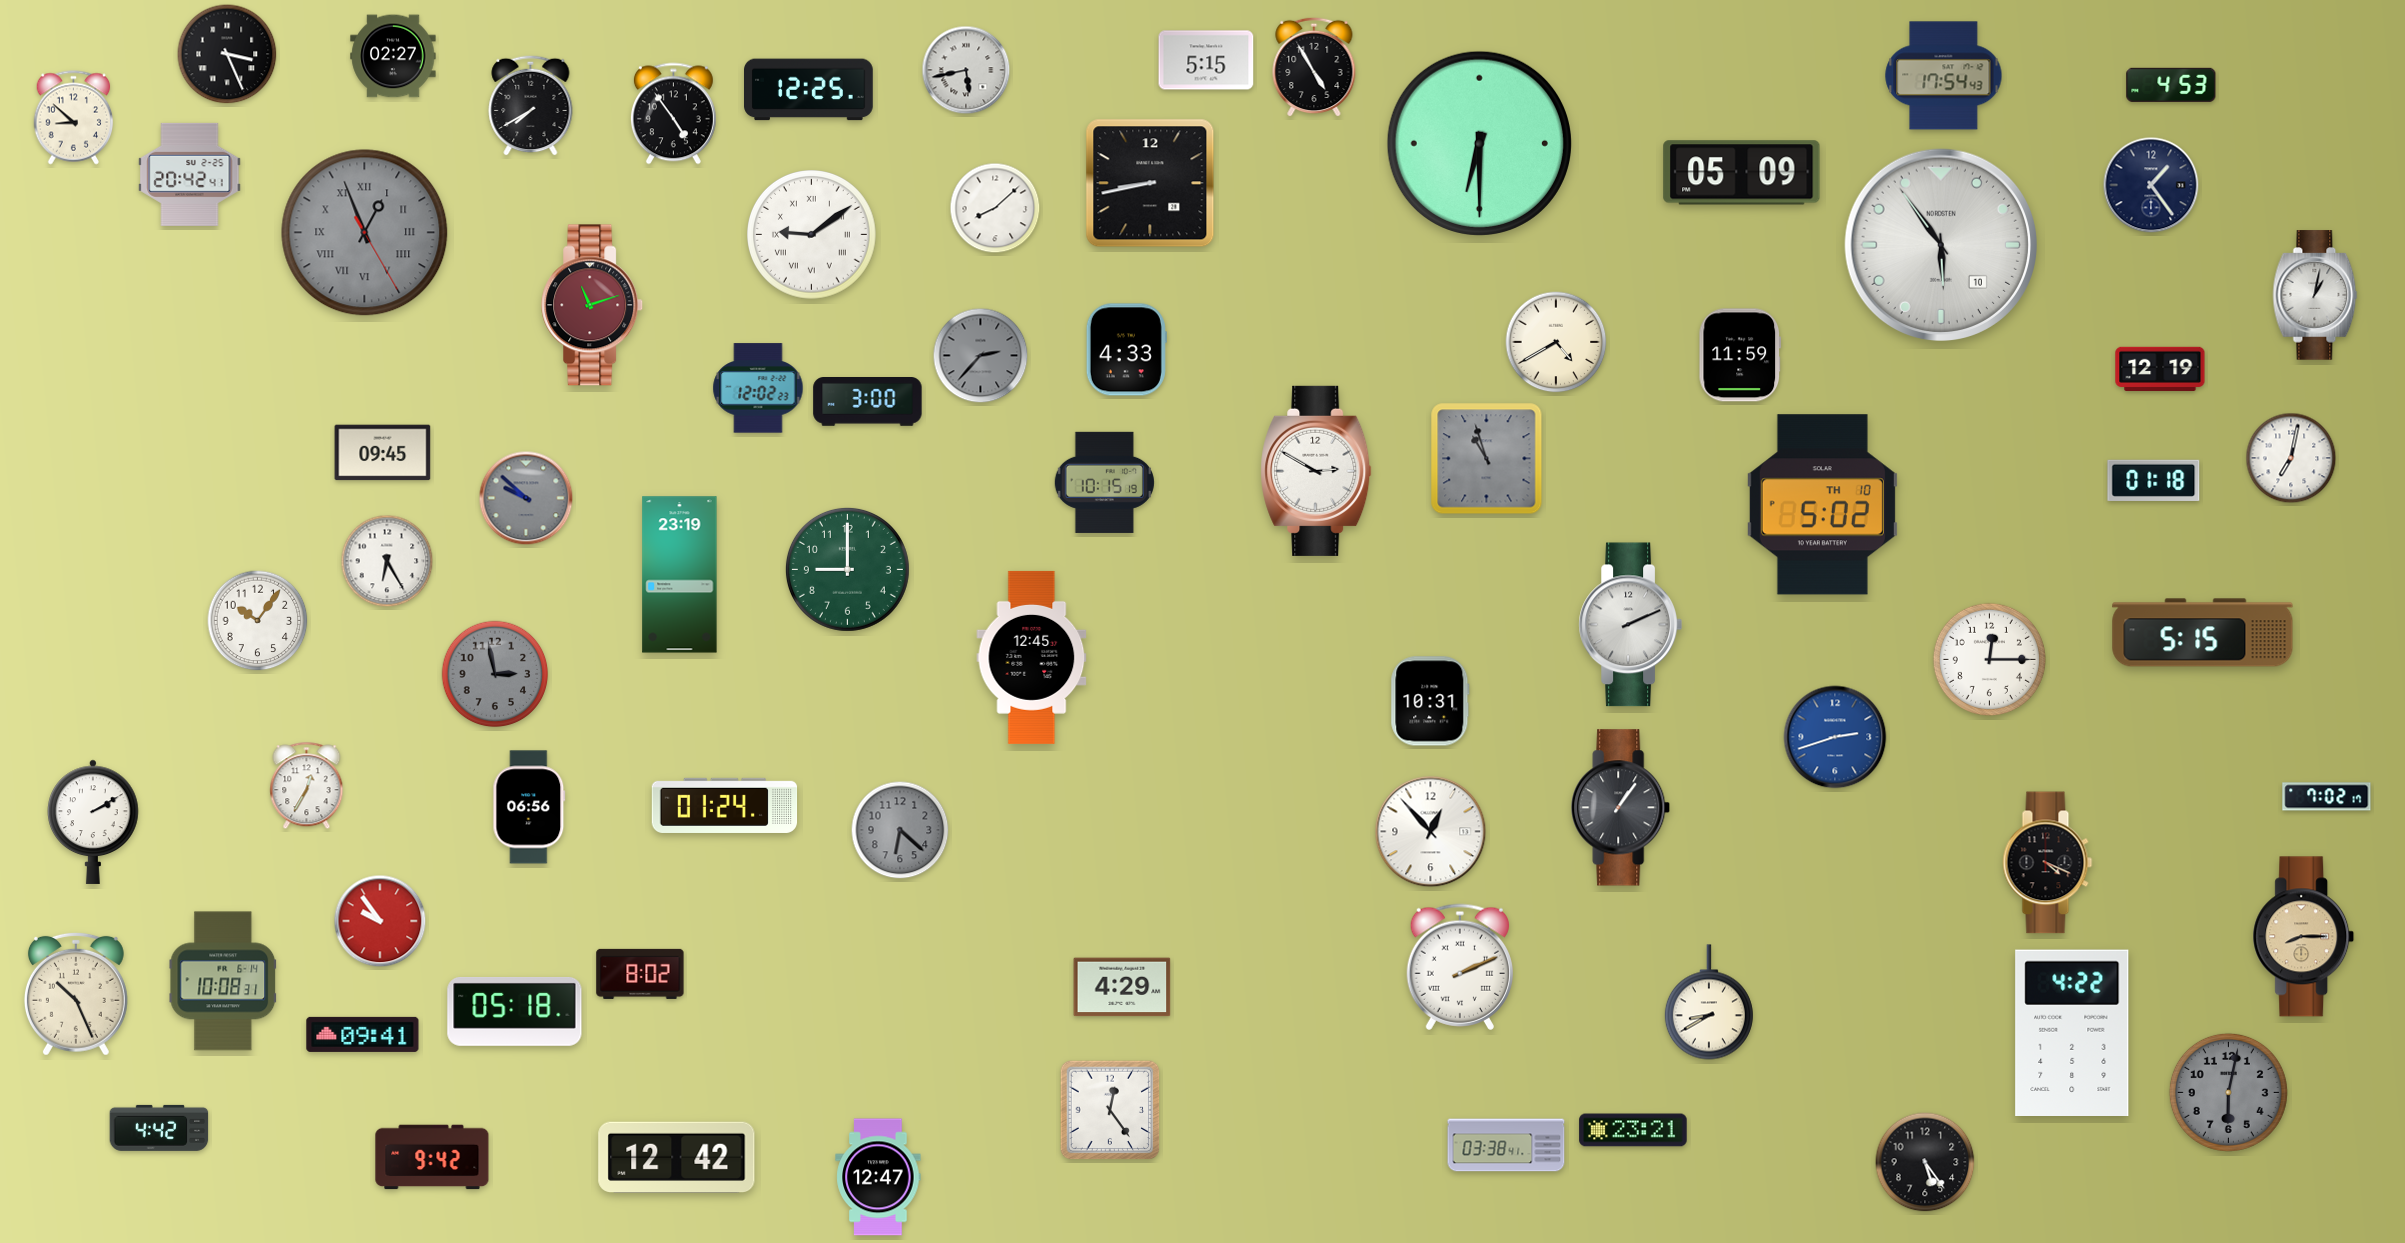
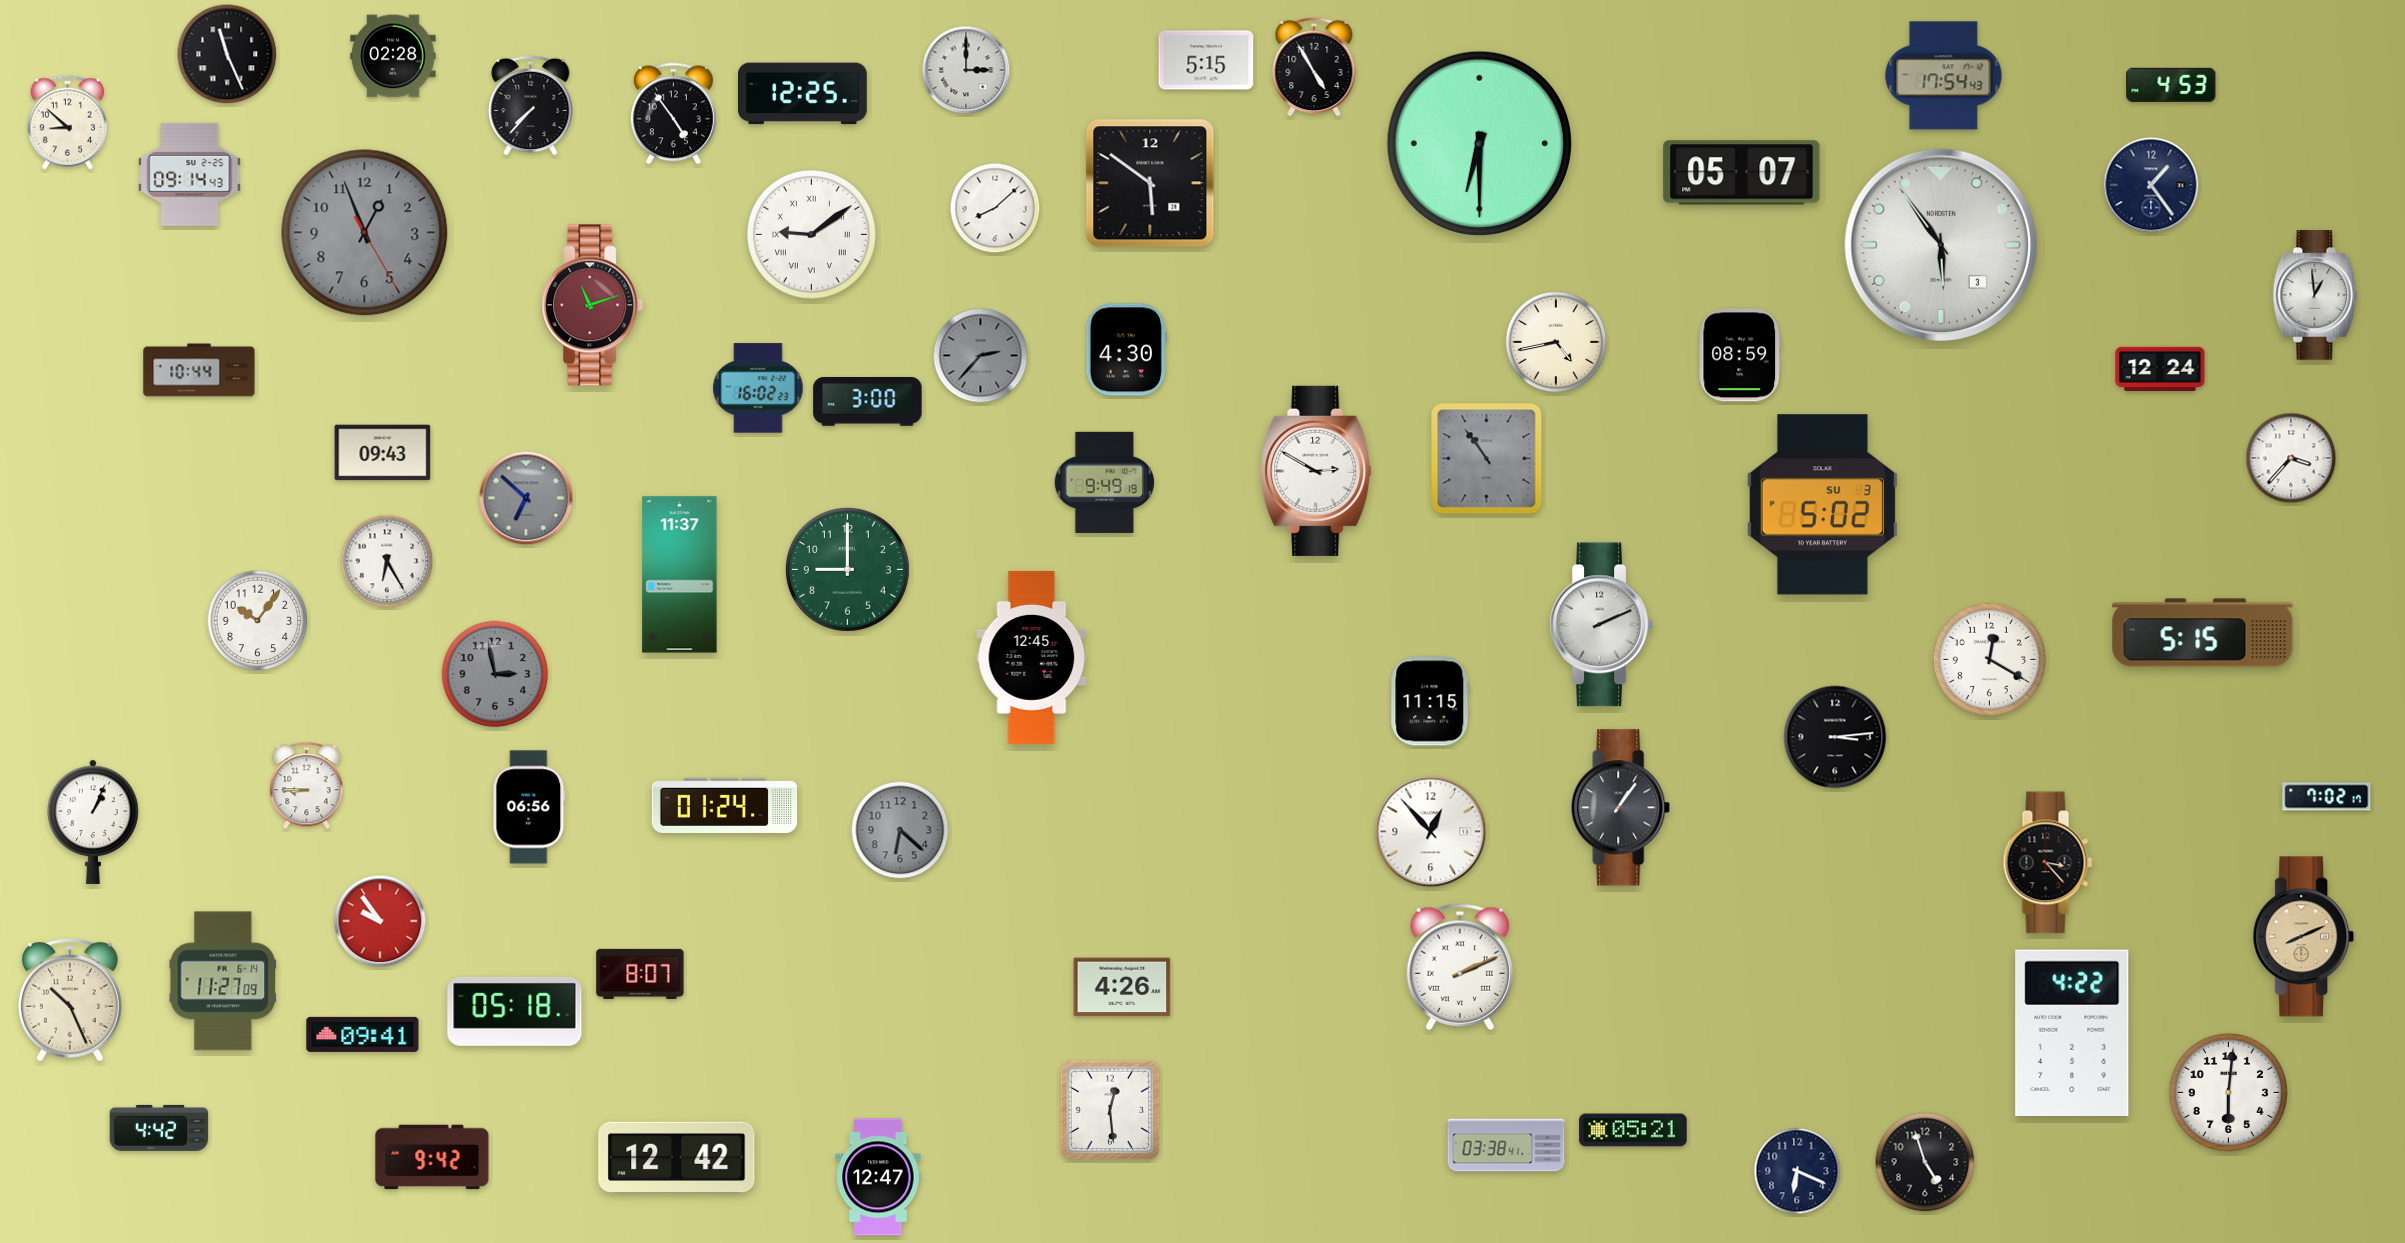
clock at (227, 54): 3:26 -> 11:26
clock at (393, 56): 02:27 -> 02:28
clock at (966, 70): 5:43 -> 3:00
clock at (809, 90) position: (809, 90) -> (803, 94)
clock at (531, 105): 7:40 -> 7:37
clock at (74, 118) position: (74, 118) -> (68, 123)
clock at (1742, 173): 05:09 -> 05:07
clock at (190, 174): 20:42 -> 09:14
clock at (1150, 183): 8:43 -> 5:51
clock at (365, 233) numerals: Roman -> Arabic
clock at (1940, 244) date: 10 -> 3
clock at (2315, 295): 1:02 -> 12:59
clock at (1556, 342): 4:40 -> 4:43
clock at (1126, 350): 4:33 -> 4:30
clock at (1740, 355): 11:59 -> 08:59
clock at (2160, 369): 12:19 -> 12:24
clock at (199, 370): none -> 10:44
clock at (758, 388): 12:02 -> 16:02
clock at (383, 453): 09:45 -> 09:43
clock at (2291, 458): 7:02 -> 3:37
clock at (1487, 459): 10:57 -> 10:54
clock at (2154, 480): 01:18 -> none
clock at (1104, 482): 10:15 -> 9:49
clock at (526, 498): 9:52 -> 6:52
clock at (1822, 505) date: TH 10 -> SU 3
clock at (680, 575): 23:19 -> 11:37
clock at (1630, 625) position: (1630, 625) -> (1601, 625)
clock at (1989, 659): 12:15 -> 12:20
clock at (1430, 701): 10:31 -> 11:15
clock at (1835, 737): 2:42 -> 3:14
clock at (1835, 737) dial: blue -> black
clock at (307, 786): 12:35 -> 8:45
clock at (93, 822): 2:10 -> 1:04
clock at (2048, 863): 4:19 -> 3:23
clock at (2304, 937): 8:15 -> 8:11
clock at (640, 974): 8:02 -> 8:07
clock at (223, 981): 10:08 -> 11:27
clock at (1122, 987): 4:29 -> 4:26
clock at (76, 994) position: (76, 994) -> (70, 1000)
clock at (1709, 1002): 8:40 -> none
clock at (2228, 1092): 6:02 -> 6:01
clock at (2228, 1092) dial: grey -> white
clock at (1110, 1110): 12:24 -> 12:29
clock at (1633, 1130): 23:21 -> 05:21
clock at (1925, 1162): 5:24 -> 4:57
clock at (1797, 1171): none -> 6:19
